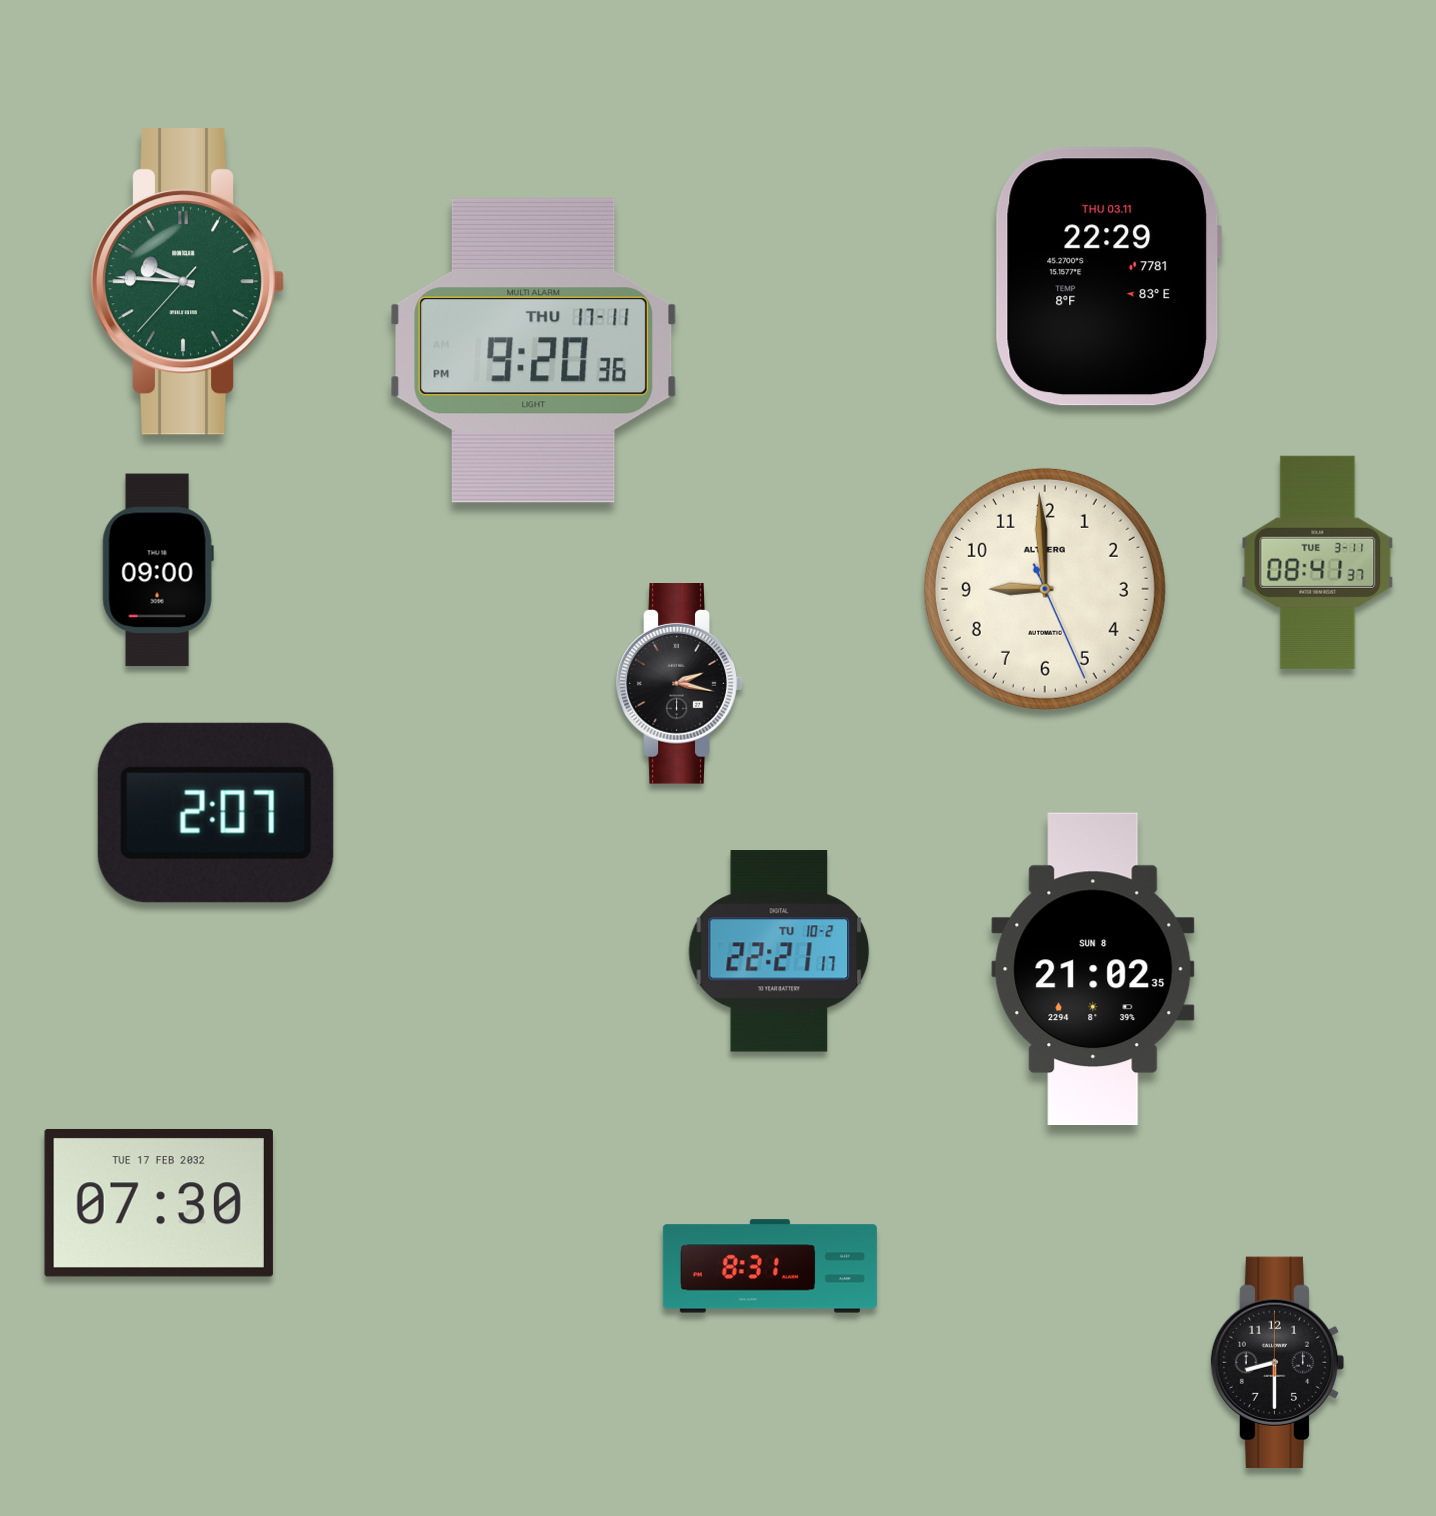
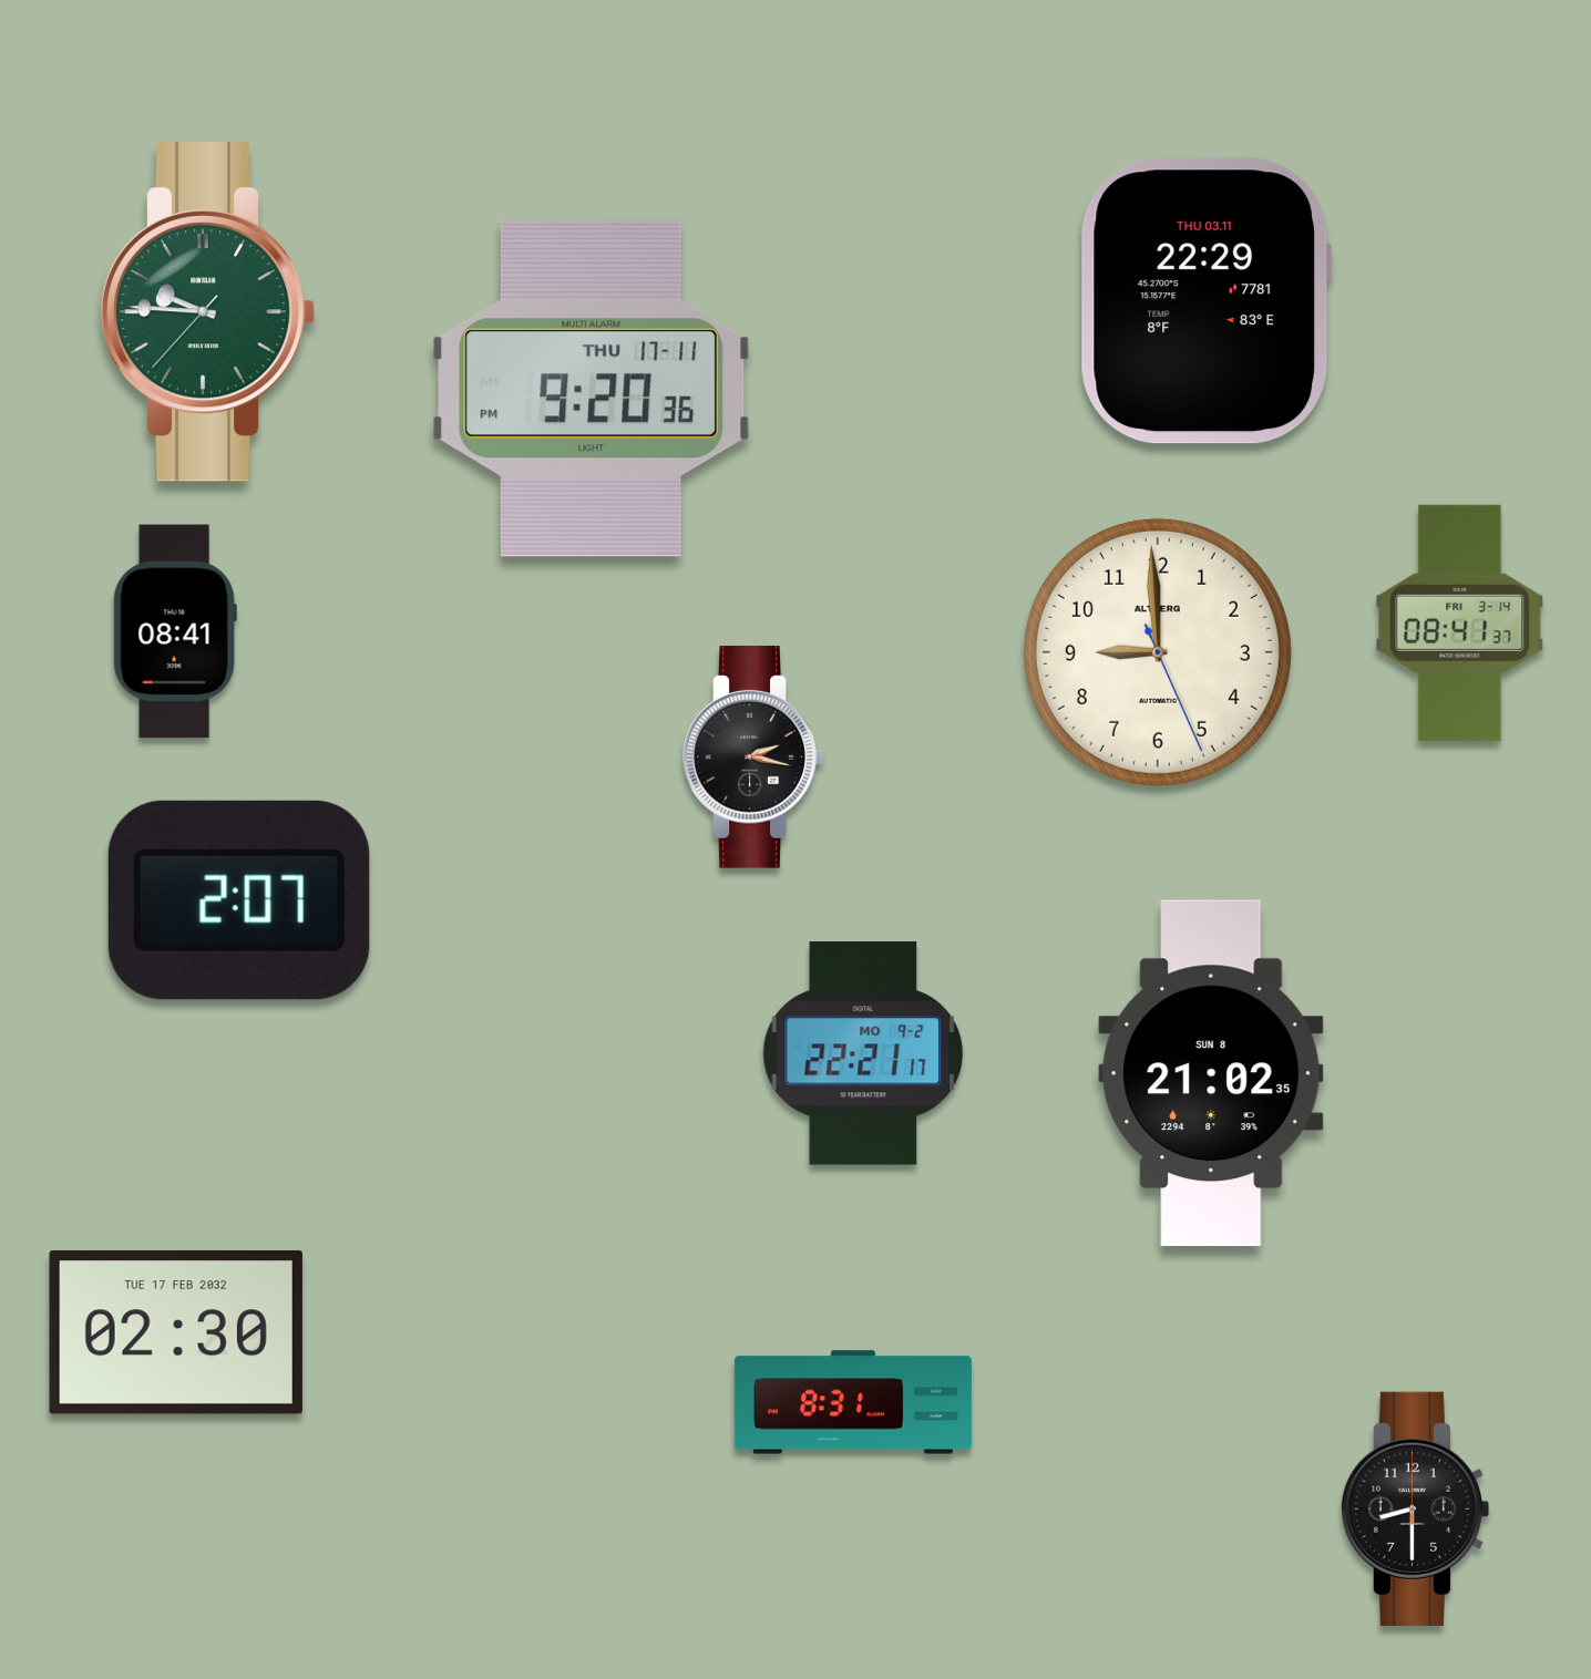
clock at (1108, 277) position: (1108, 277) -> (1205, 301)
clock at (1318, 562) date: TUE 3-11 -> FRI 3-14
clock at (158, 570): 09:00 -> 08:41
clock at (779, 951) date: TU 10-2 -> MO 9-2
clock at (159, 1203): 07:30 -> 02:30
